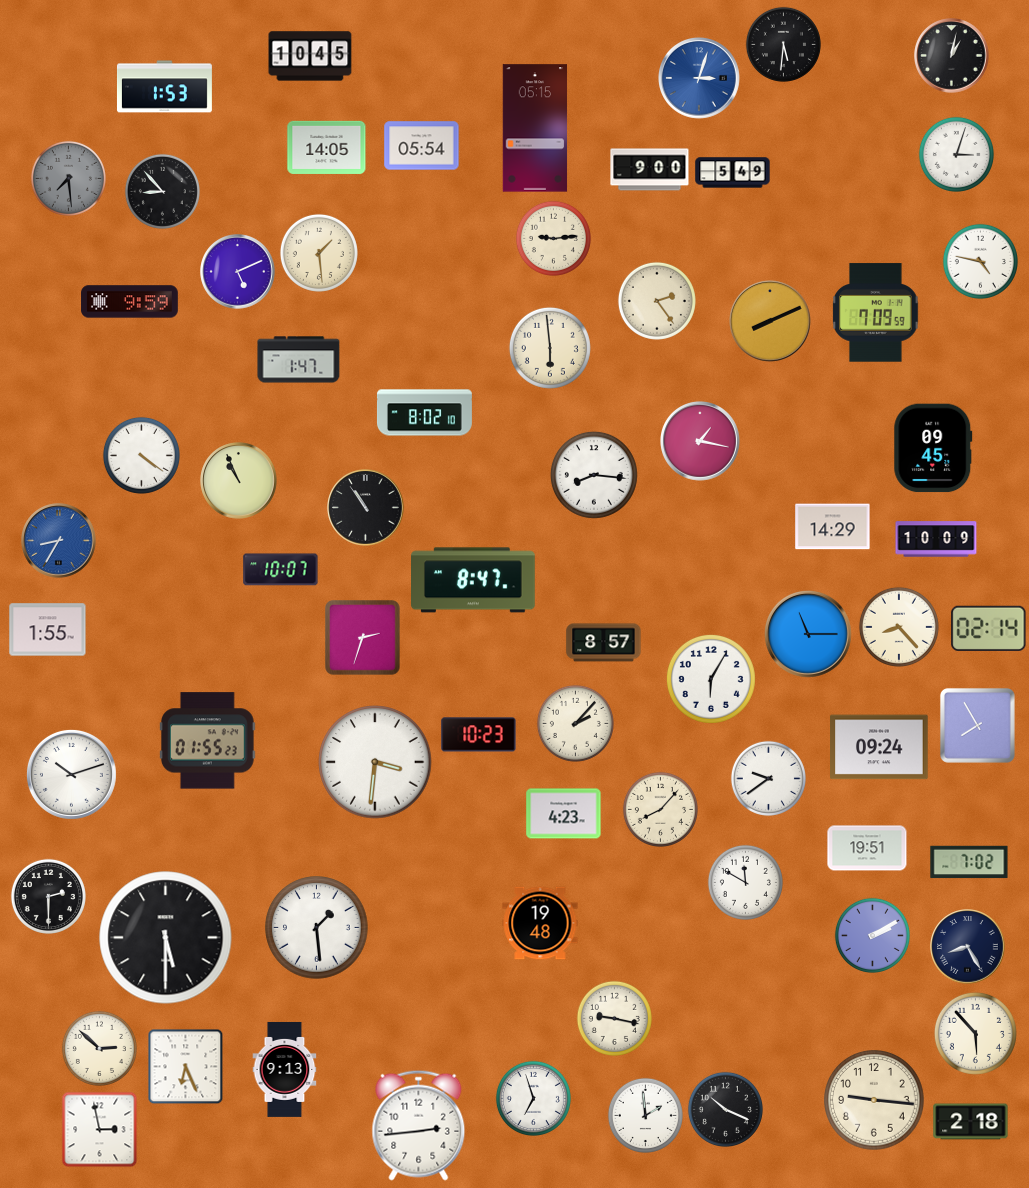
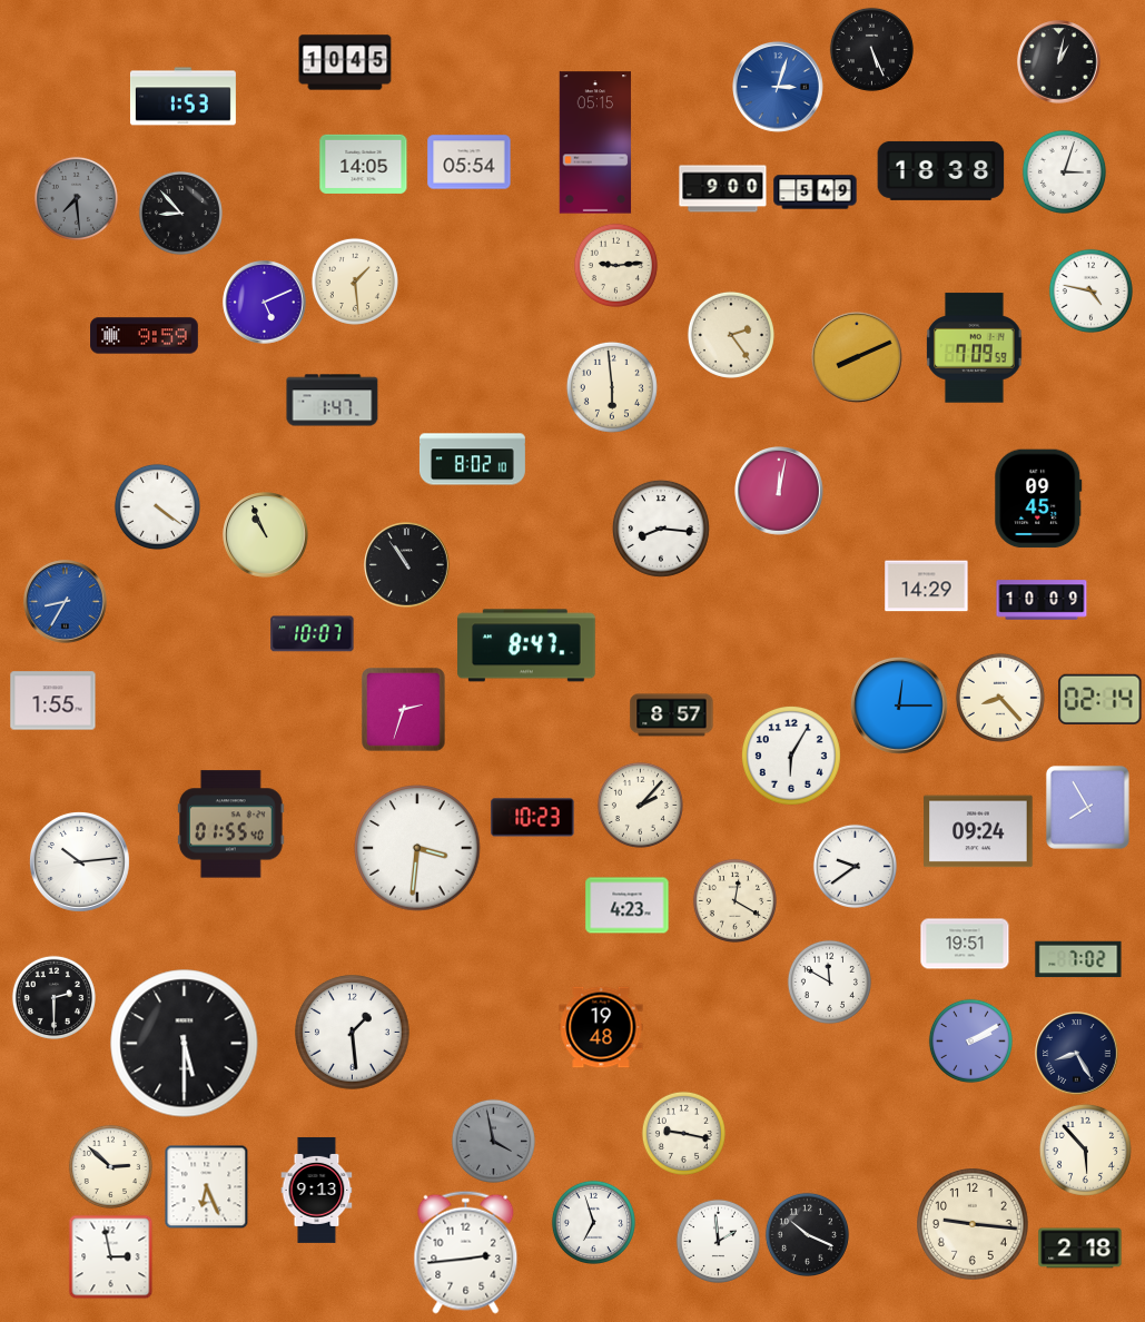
clock at (783, 44): 5:31 -> 5:26
clock at (941, 170): none -> 18:38
clock at (701, 442): 1:17 -> 12:02
clock at (808, 634): 11:15 -> 12:15
clock at (207, 741): 01:55:23 -> 01:55:40
clock at (71, 774): 10:12 -> 10:14
clock at (660, 809): 8:07 -> 12:20
clock at (493, 1141): none -> 3:58
